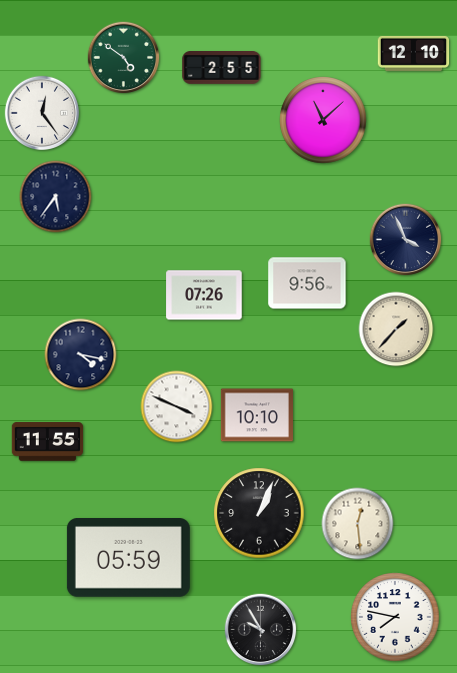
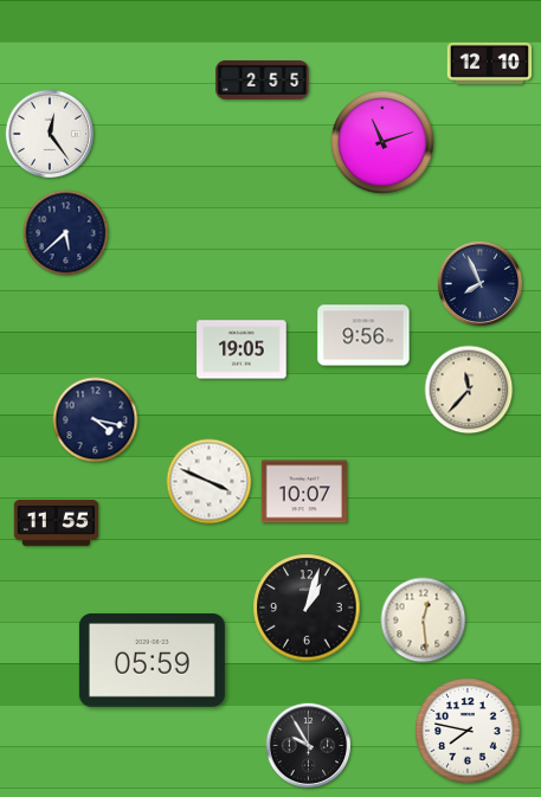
clock at (124, 58): 4:51 -> none
clock at (323, 120): 11:08 -> 11:12
clock at (56, 197): 5:36 -> 5:38
clock at (406, 240): 3:56 -> 7:56
clock at (204, 295): 07:26 -> 19:05
clock at (396, 329): 1:37 -> 11:37
clock at (257, 415): 10:10 -> 10:07
clock at (259, 513): 1:04 -> 1:03
